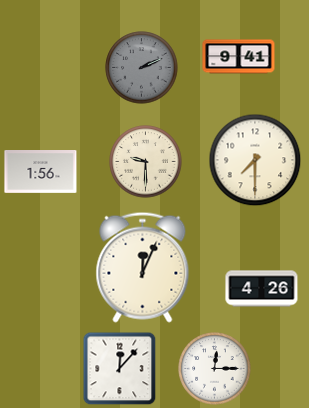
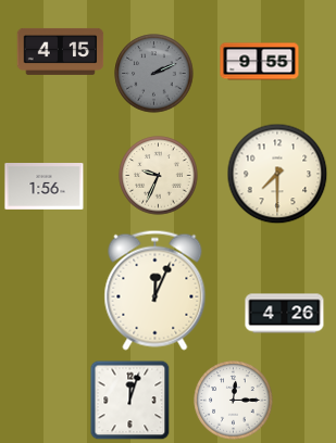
clock at (61, 51): none -> 4:15
clock at (239, 57): 9:41 -> 9:55
clock at (146, 162): 9:30 -> 9:34
clock at (120, 369): 12:07 -> 12:03
